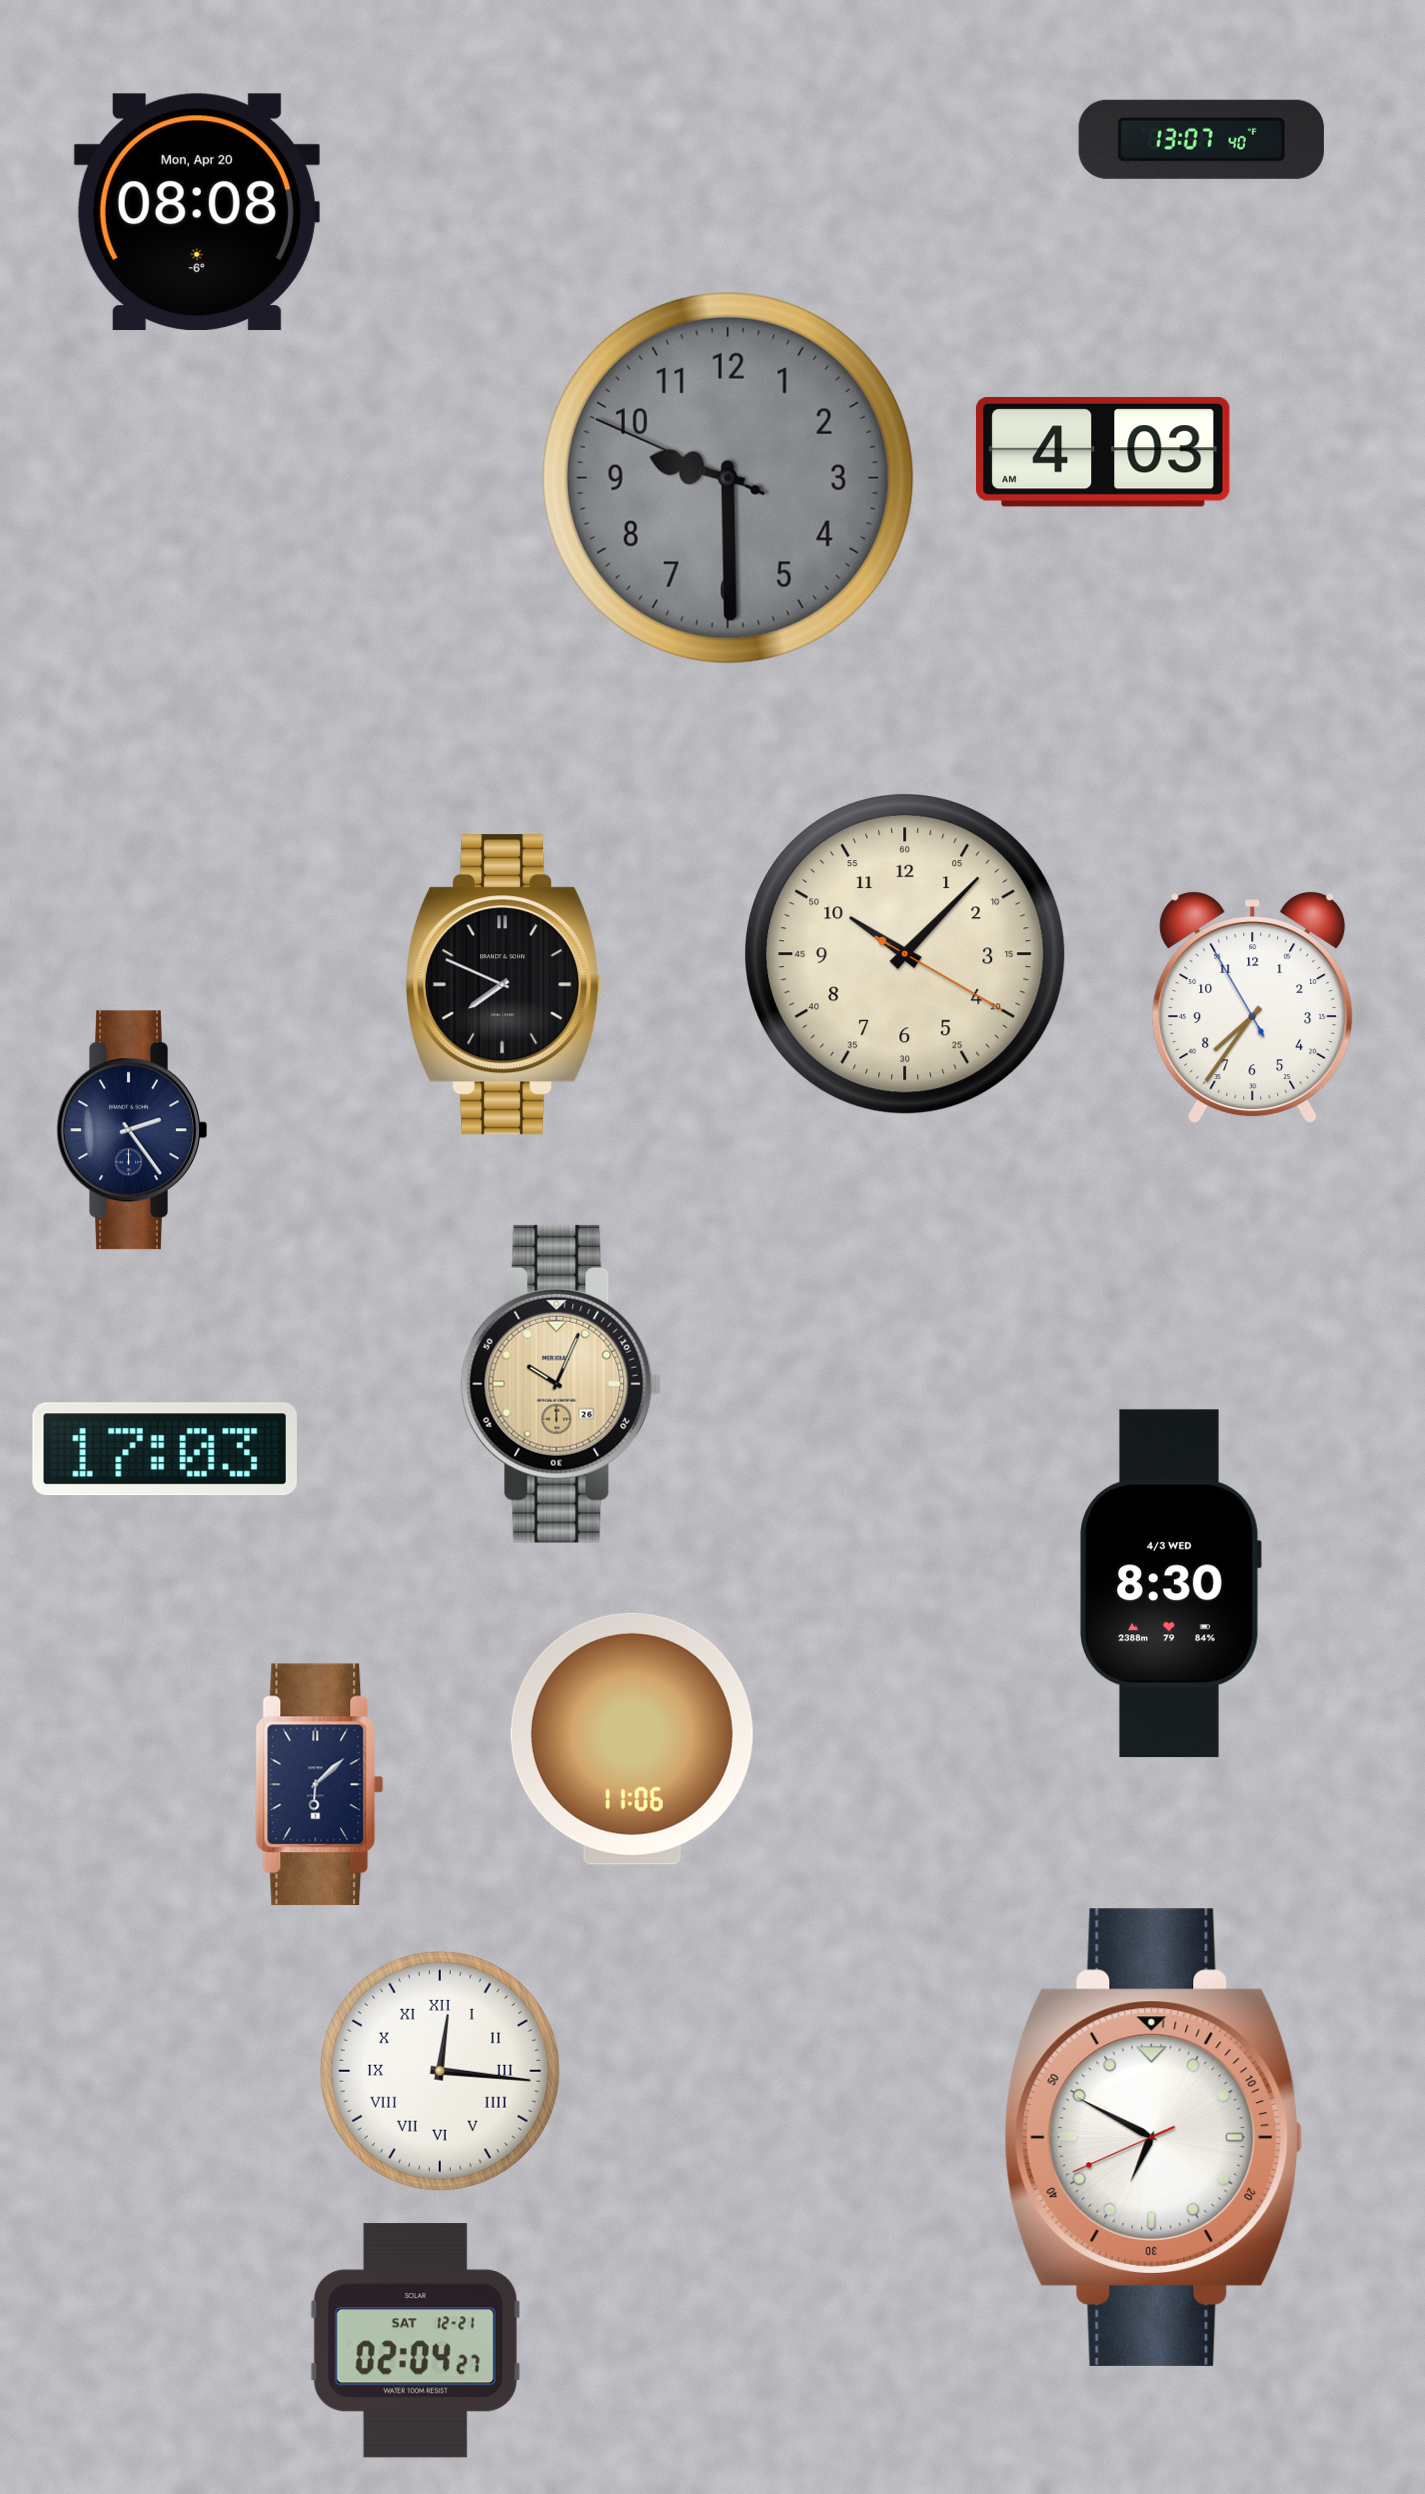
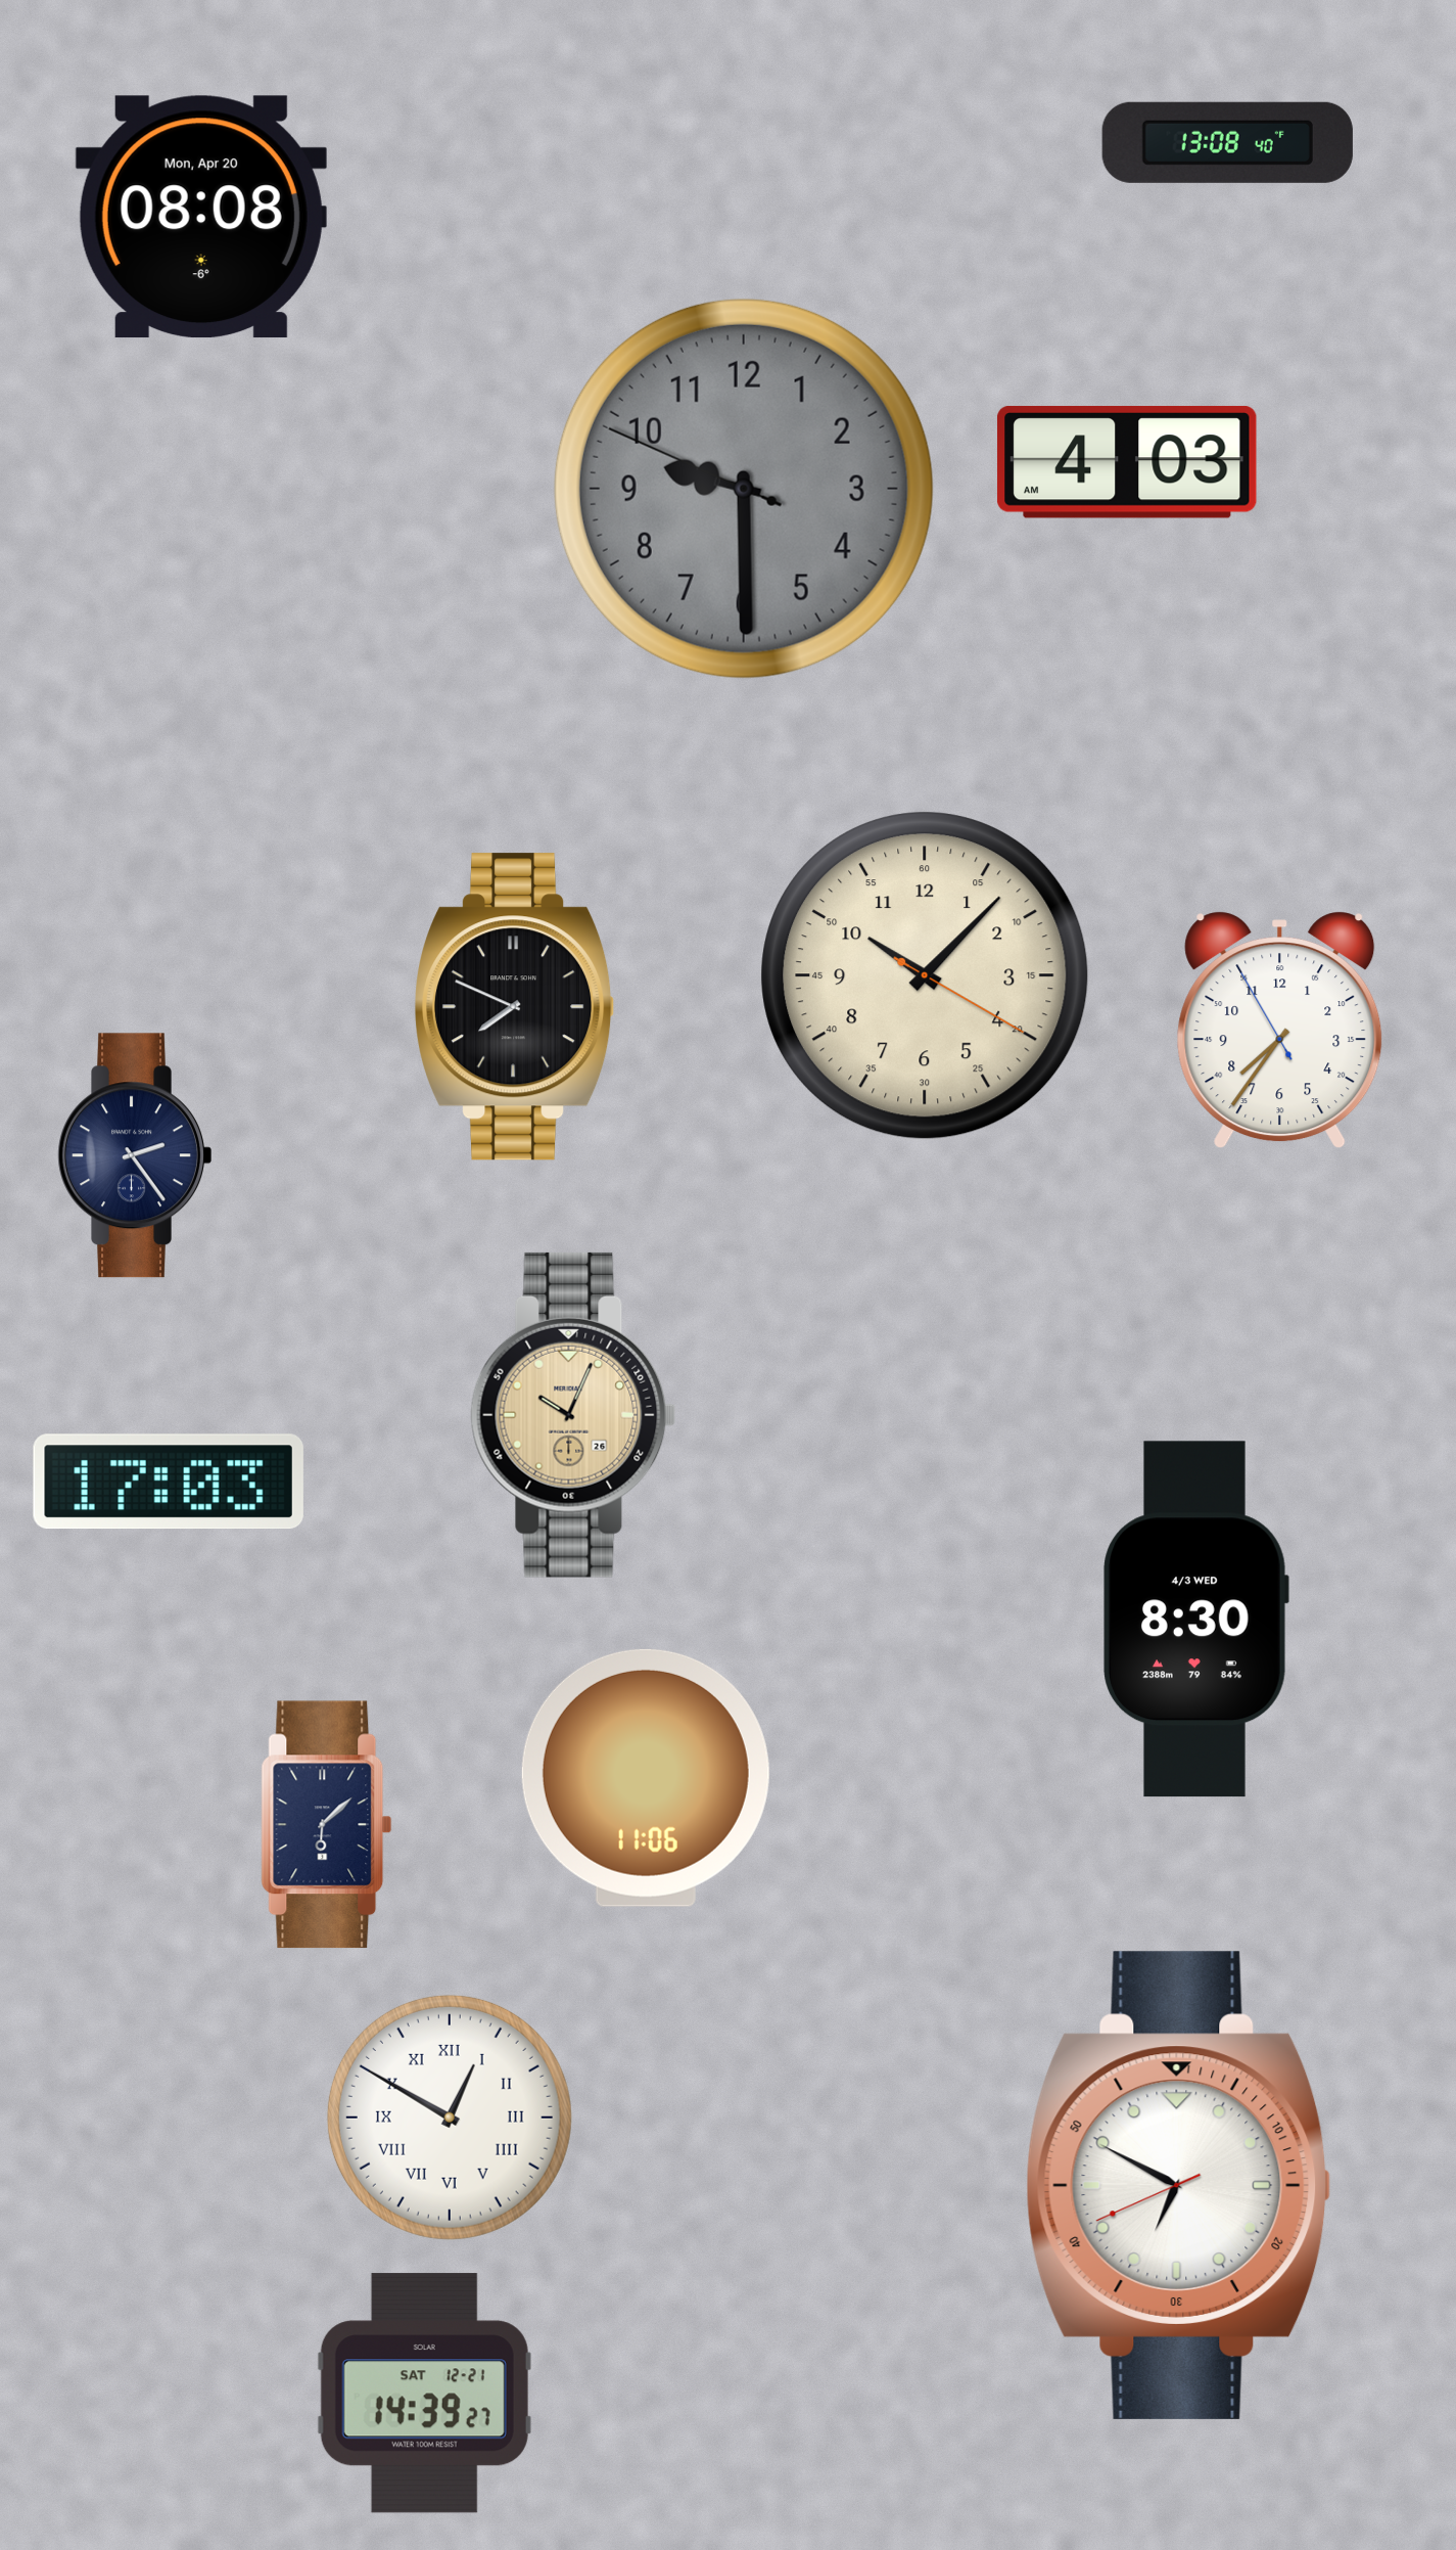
clock at (1201, 139): 13:07 -> 13:08
clock at (440, 2071): 12:16 -> 12:50
clock at (415, 2341): 02:04 -> 14:39
